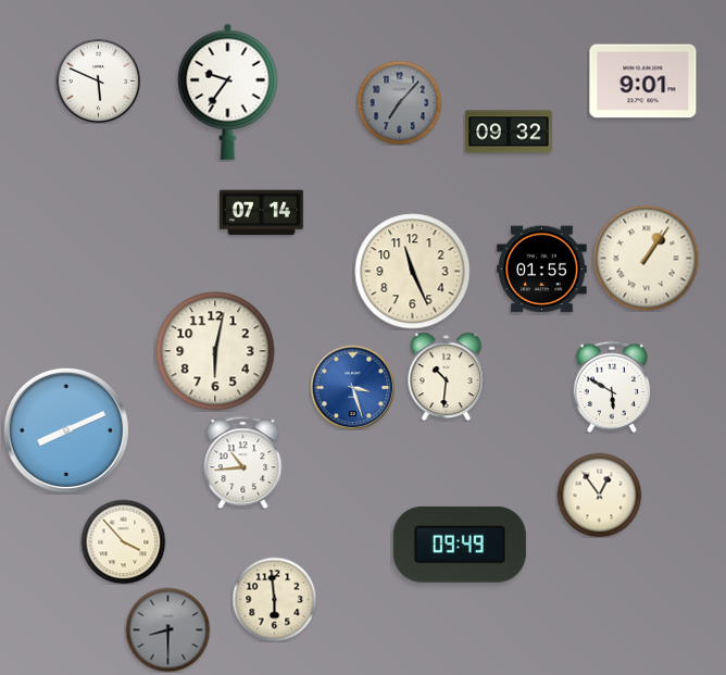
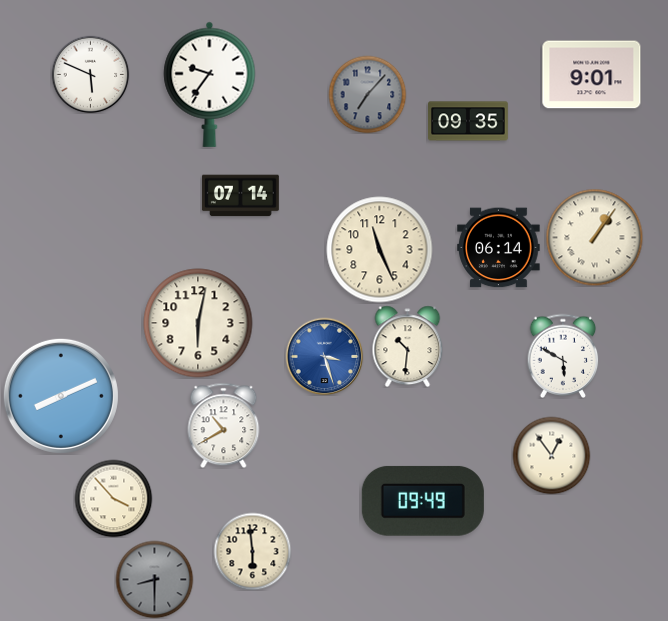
clock at (509, 132): 09:32 -> 09:35
clock at (542, 270): 01:55 -> 06:14
clock at (447, 376) position: (447, 376) -> (408, 346)
clock at (243, 462): 10:44 -> 10:40
